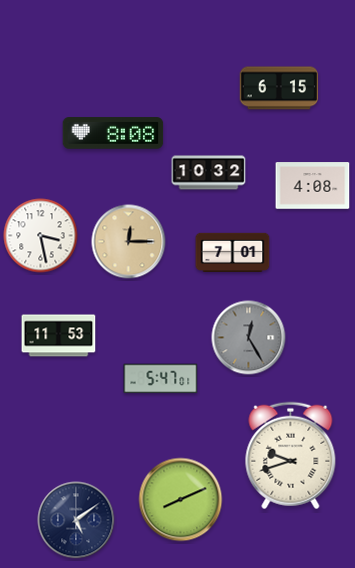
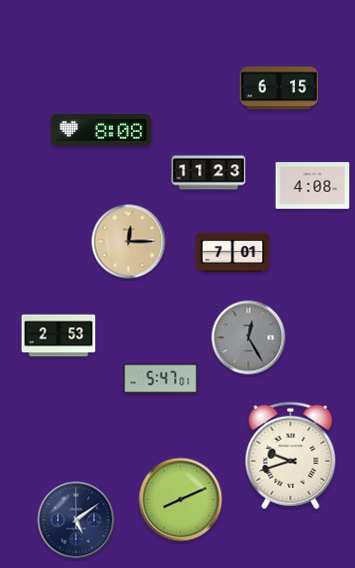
clock at (113, 133) position: (113, 133) -> (101, 130)
clock at (209, 173): 10:32 -> 11:23
clock at (41, 236): 3:28 -> none
clock at (59, 336): 11:53 -> 2:53
